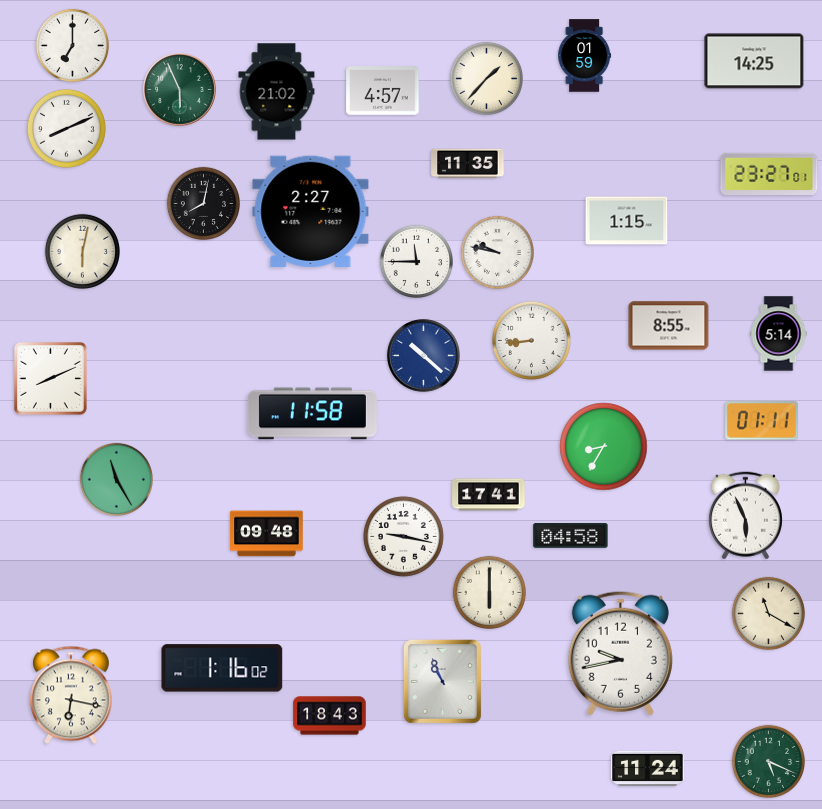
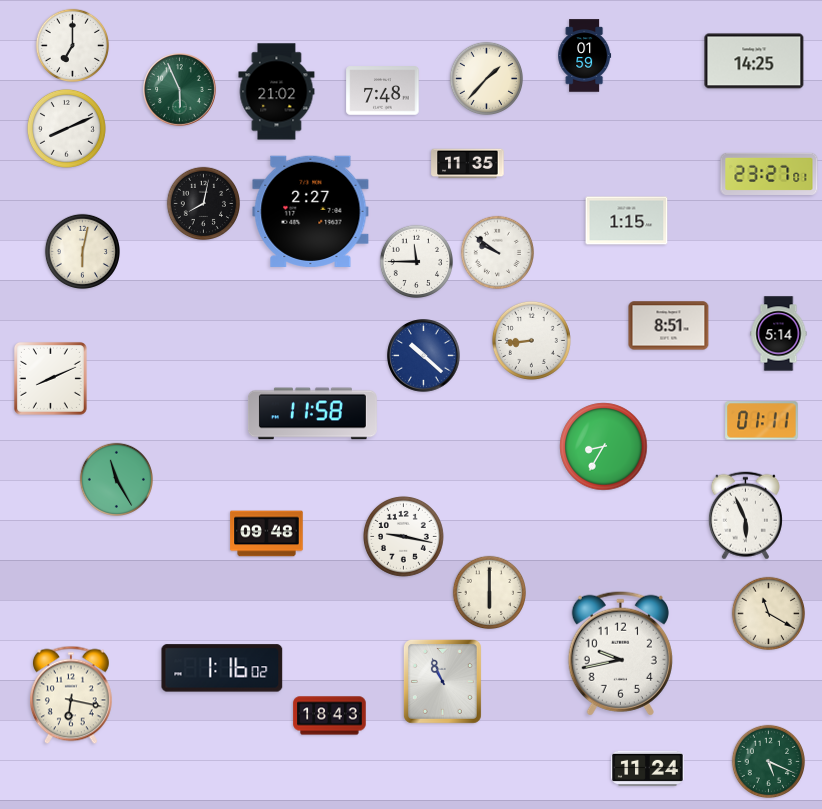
clock at (383, 91): 4:57 -> 7:48
clock at (497, 252): 9:47 -> 9:51
clock at (669, 326): 8:55 -> 8:51
clock at (489, 495): 17:41 -> none
clock at (571, 536): 04:58 -> none
